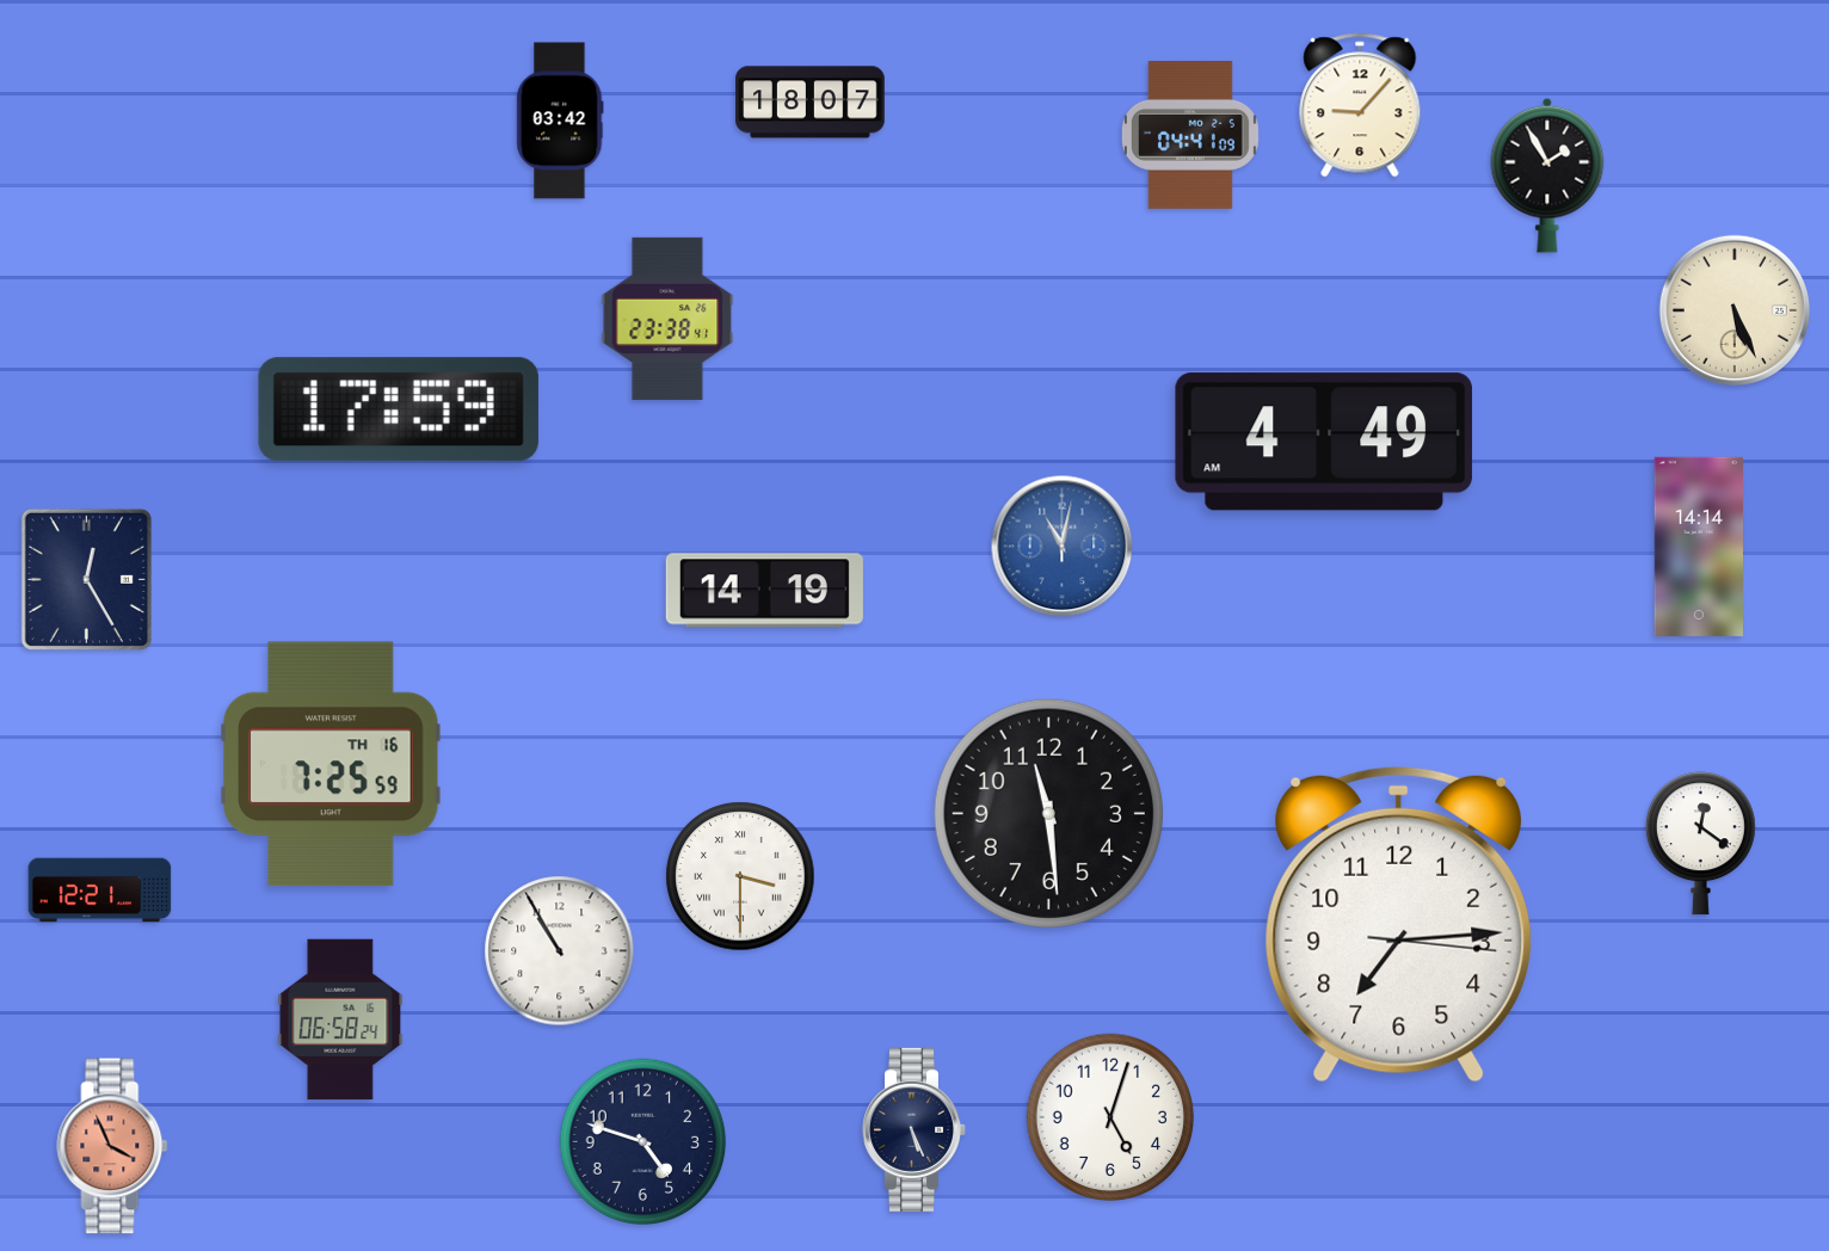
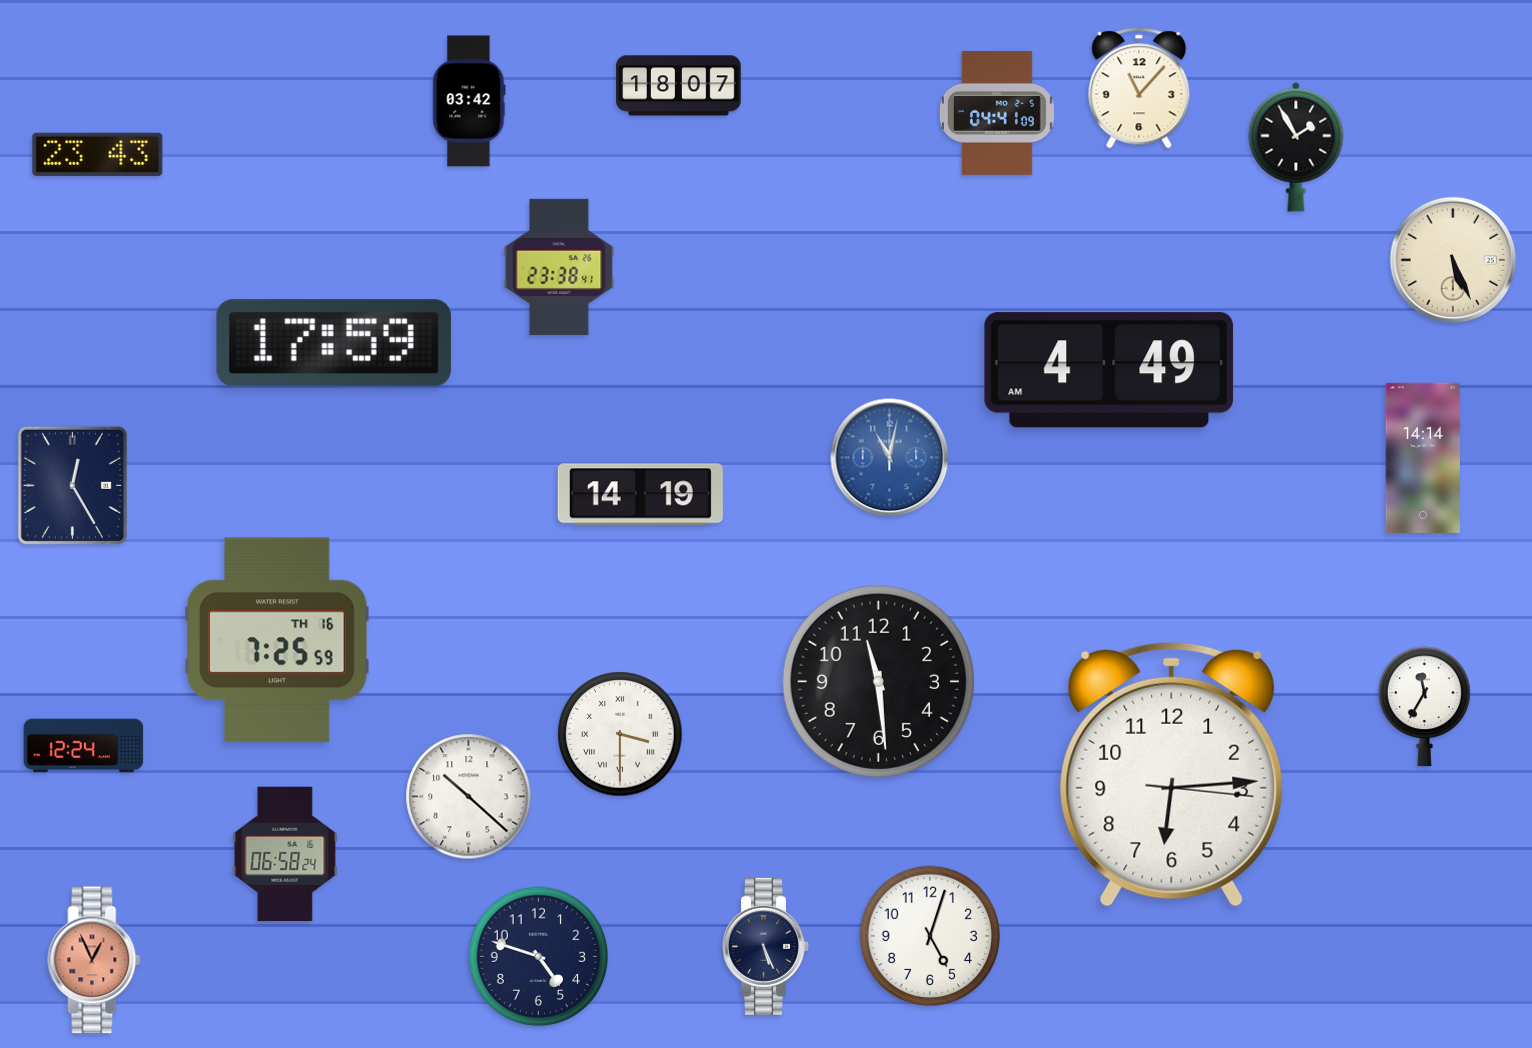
clock at (1360, 105): 9:07 -> 11:07
clock at (98, 154): none -> 23:43
clock at (1700, 844): 12:21 -> 11:35
clock at (100, 891): 12:21 -> 12:24
clock at (1399, 924): 7:14 -> 6:14
clock at (560, 951): 10:55 -> 10:22
clock at (112, 1146): 3:56 -> 12:56
